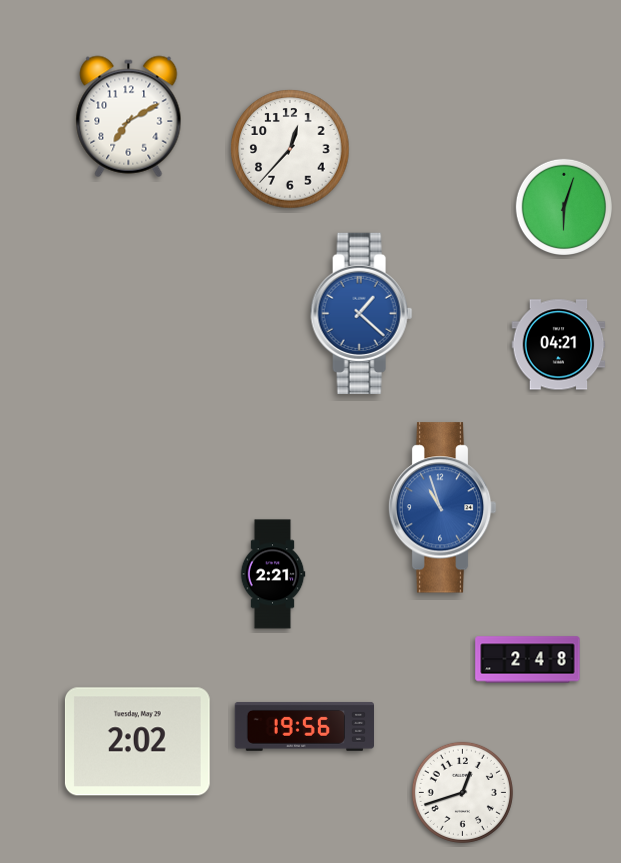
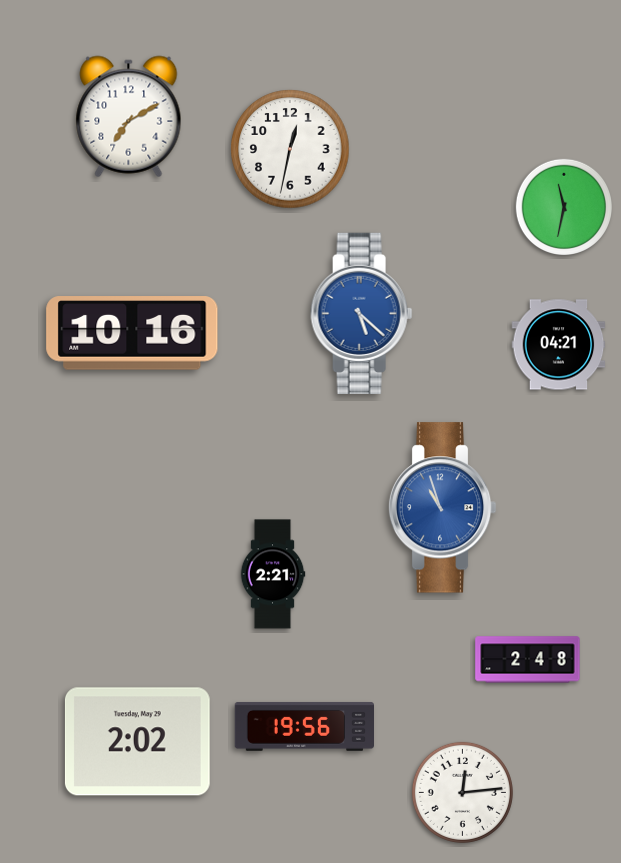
clock at (290, 149): 12:37 -> 12:32
clock at (563, 206): 6:03 -> 11:32
clock at (362, 313): 1:22 -> 5:22
clock at (132, 333): none -> 10:16
clock at (462, 792): 12:42 -> 12:14
